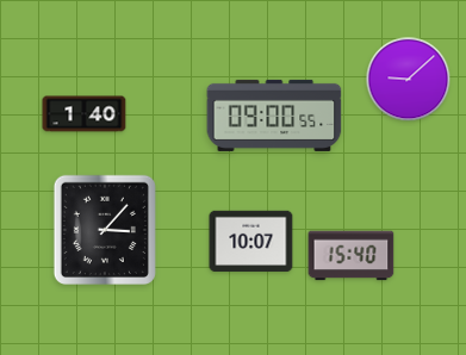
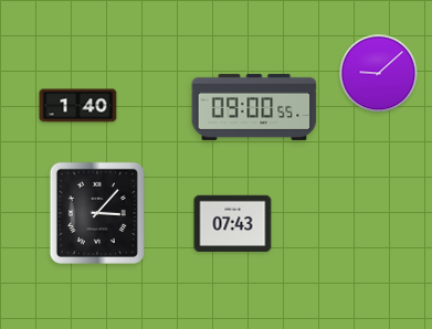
clock at (251, 242): 10:07 -> 07:43
clock at (352, 256): 15:40 -> none
